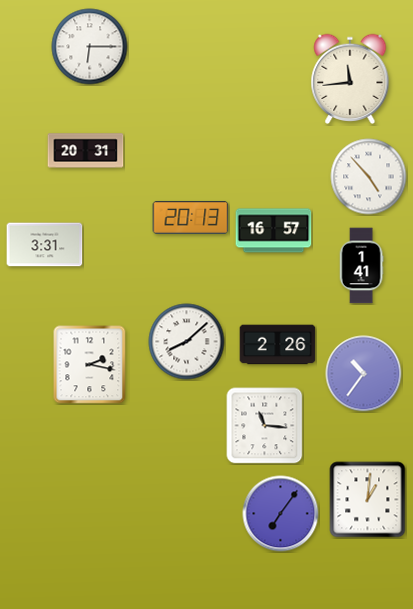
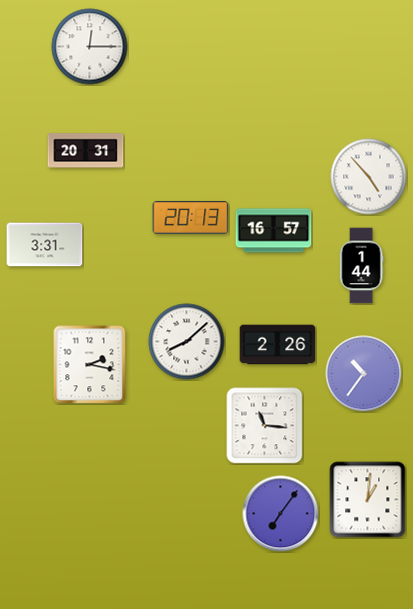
clock at (90, 47): 6:15 -> 12:15
clock at (350, 78): 11:44 -> none
clock at (361, 266): 1:41 -> 1:44
